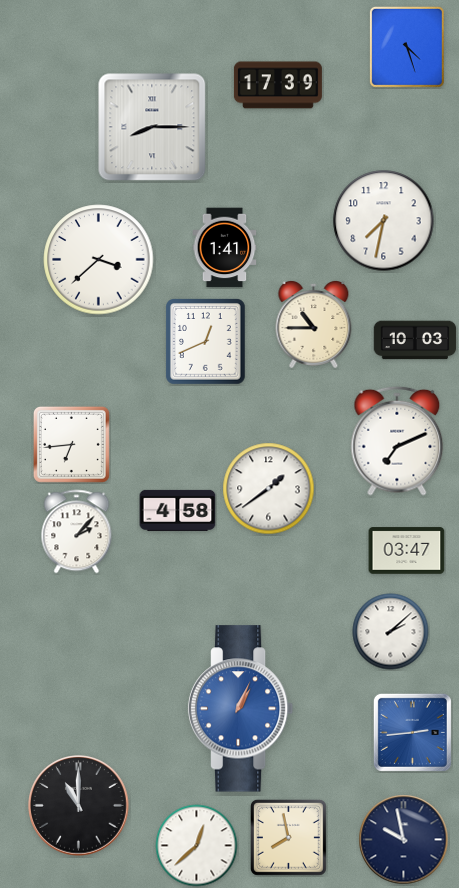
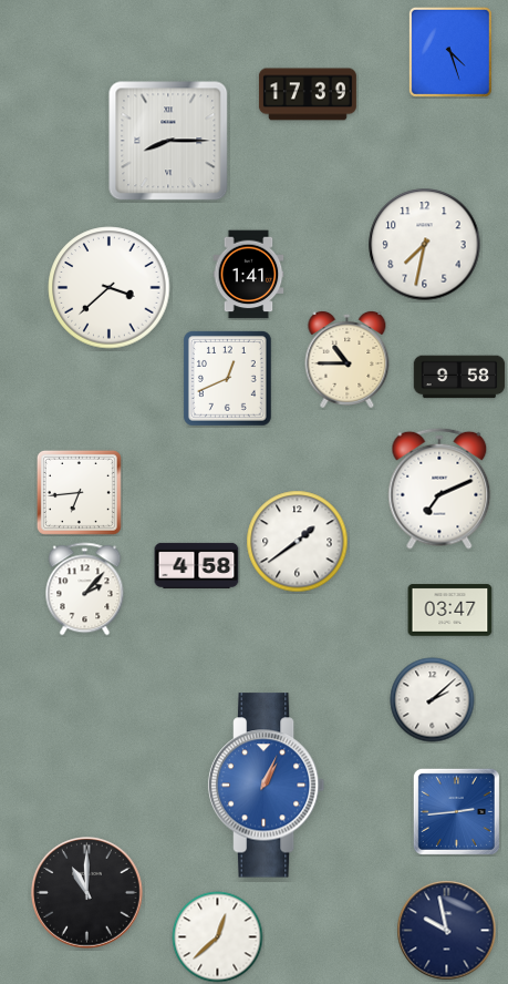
clock at (415, 340): 10:03 -> 9:58
clock at (288, 837): 7:58 -> none
